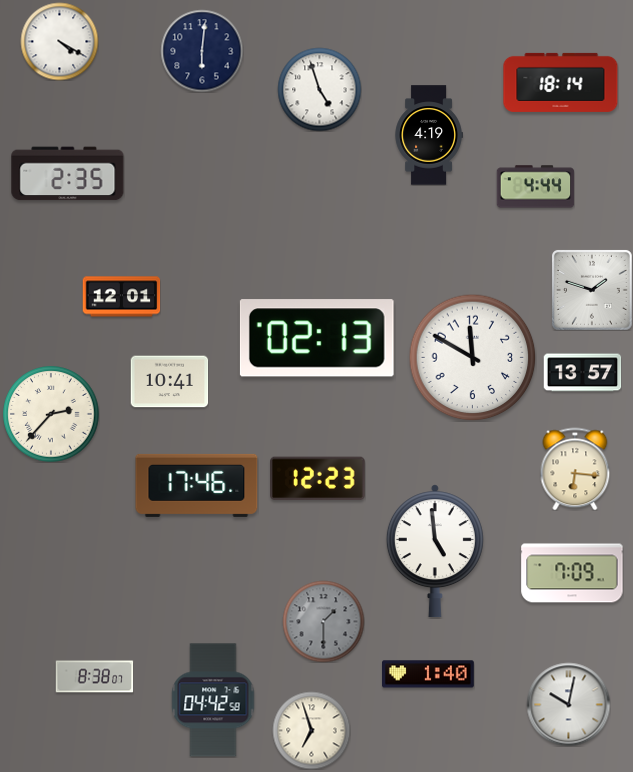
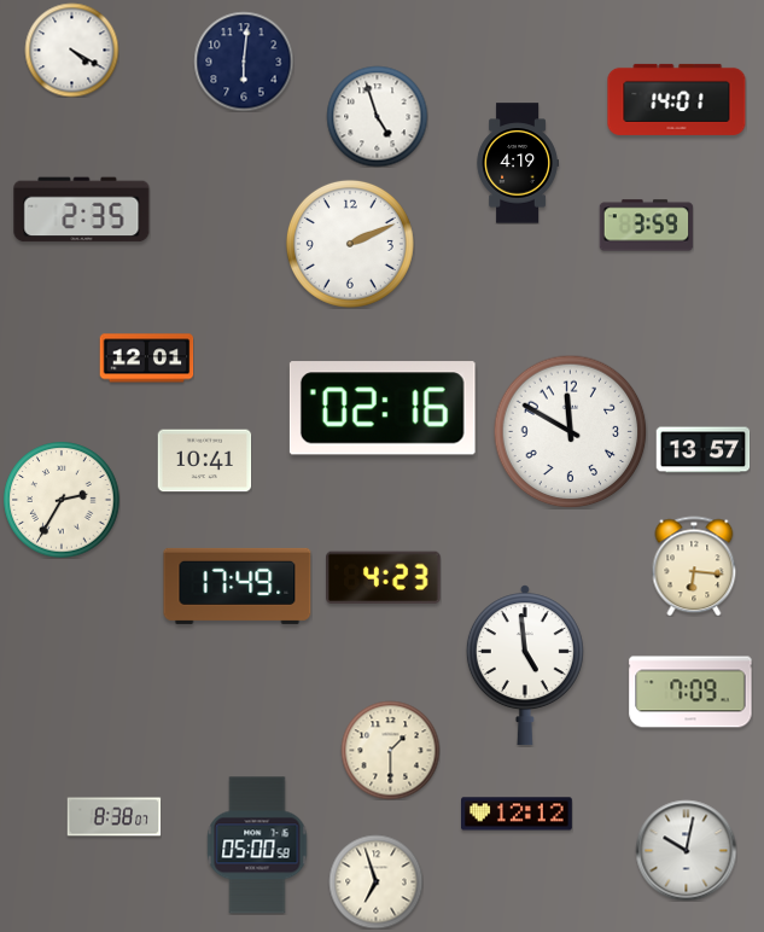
clock at (561, 82): 18:14 -> 14:01
clock at (319, 89) position: (319, 89) -> (377, 116)
clock at (535, 187): 4:44 -> 3:59
clock at (350, 244): none -> 2:11
clock at (592, 290): 1:48 -> none
clock at (317, 338): 02:13 -> 02:16
clock at (51, 414): 2:37 -> 2:35
clock at (318, 479): 12:23 -> 4:23
clock at (197, 485): 17:46 -> 17:49
clock at (323, 621) dial: grey -> cream
clock at (429, 674): 1:40 -> 12:12
clock at (213, 700): 04:42 -> 05:00
